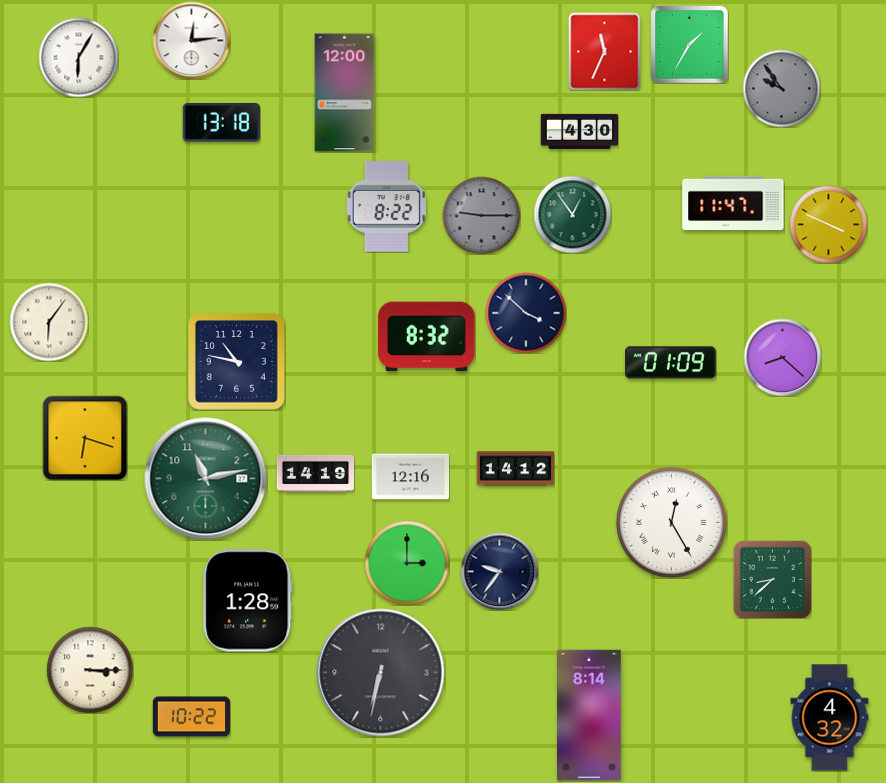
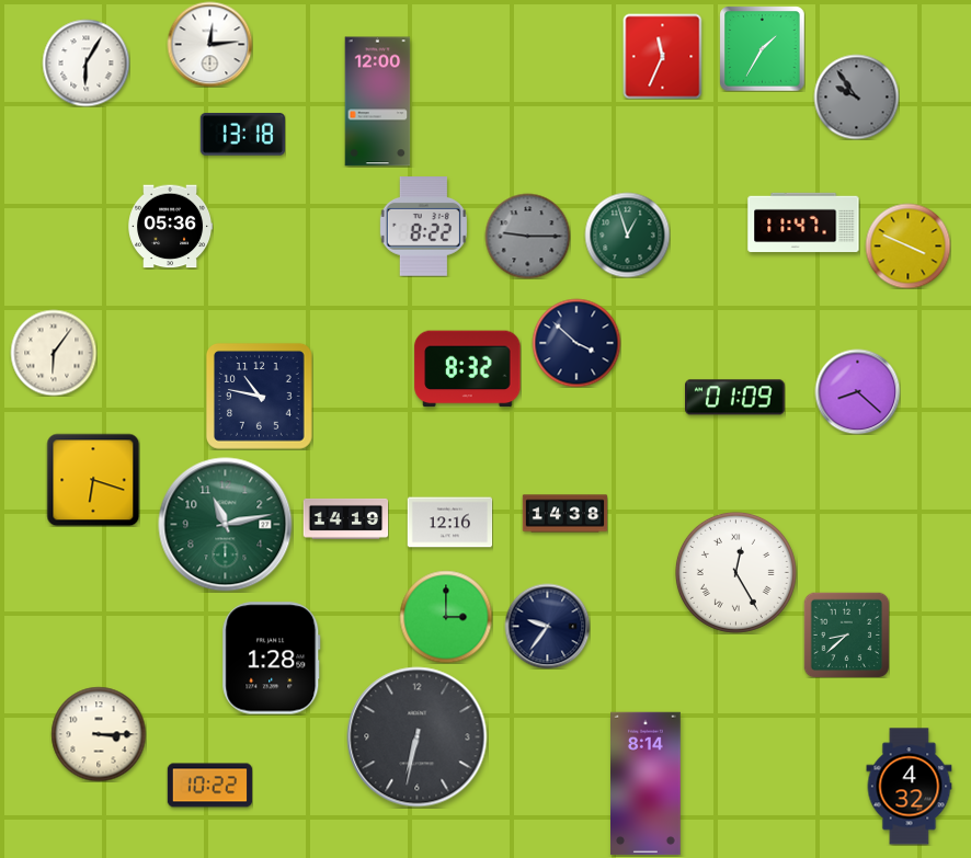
clock at (689, 44) position: (689, 44) -> (762, 48)
clock at (579, 131): 4:30 -> none
clock at (171, 227): none -> 05:36
clock at (572, 214): 12:54 -> 12:57
clock at (515, 469): 14:12 -> 14:38
